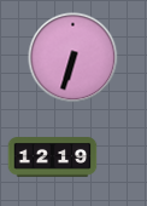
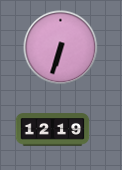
clock at (53, 158) position: (53, 158) -> (53, 130)
